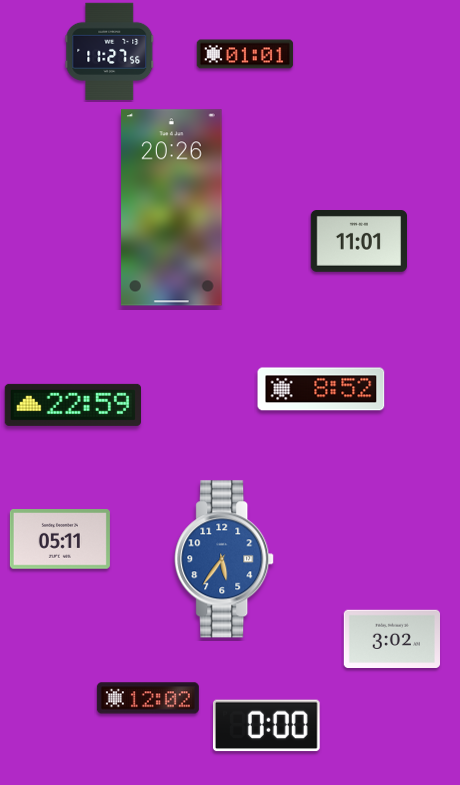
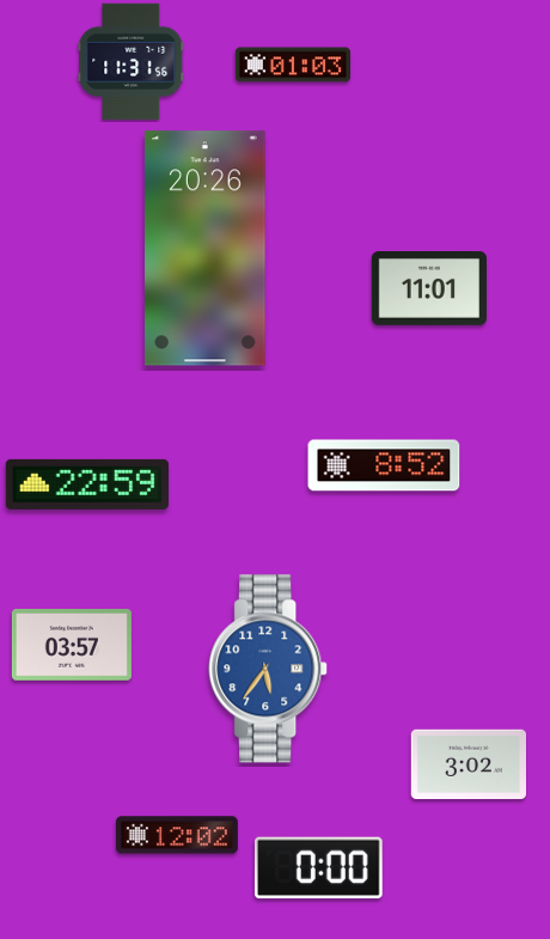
clock at (110, 51): 11:27 -> 11:31
clock at (245, 54): 01:01 -> 01:03
clock at (60, 540): 05:11 -> 03:57
